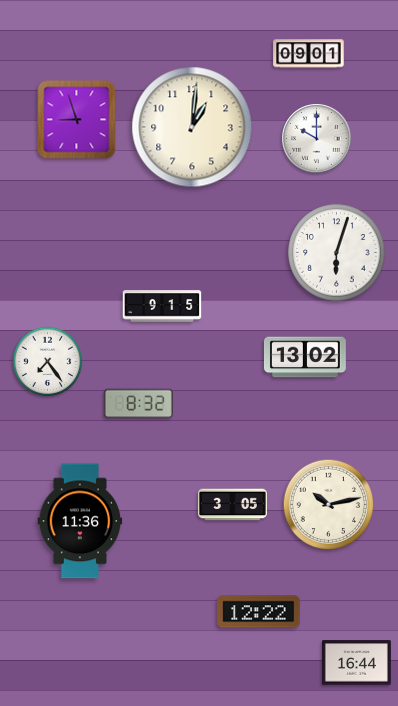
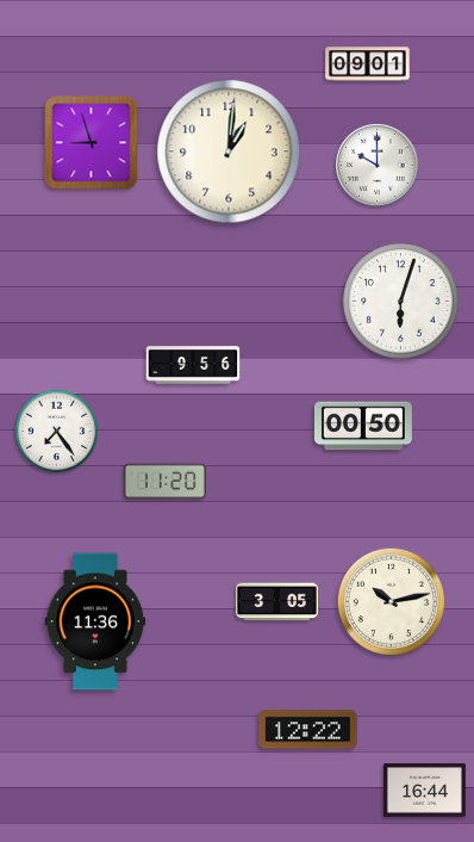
clock at (162, 306): 9:15 -> 9:56
clock at (305, 357): 13:02 -> 00:50
clock at (138, 404): 8:32 -> 11:20
